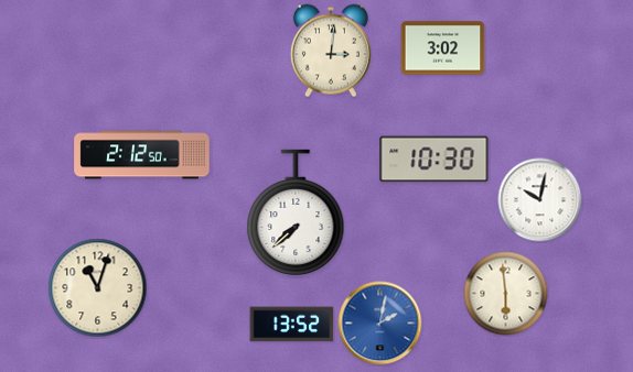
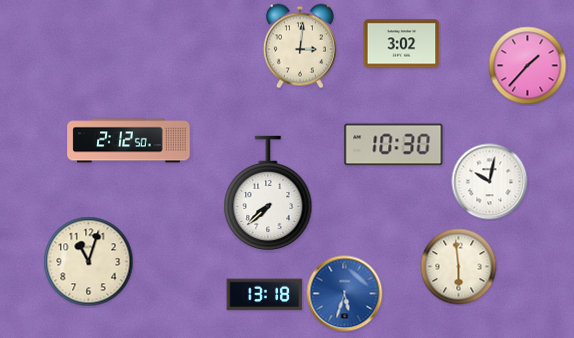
clock at (528, 66): none -> 1:37
clock at (380, 324): 2:02 -> 5:33
clock at (292, 325): 13:52 -> 13:18
